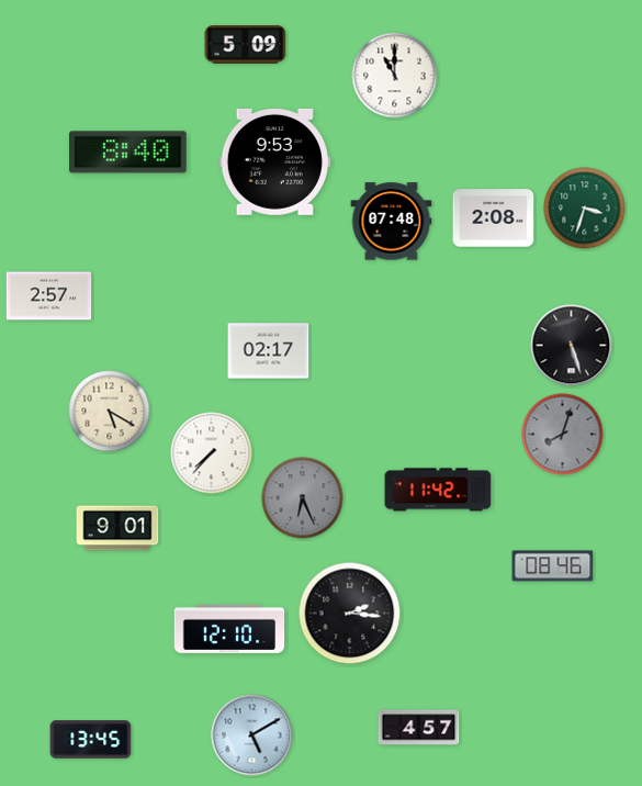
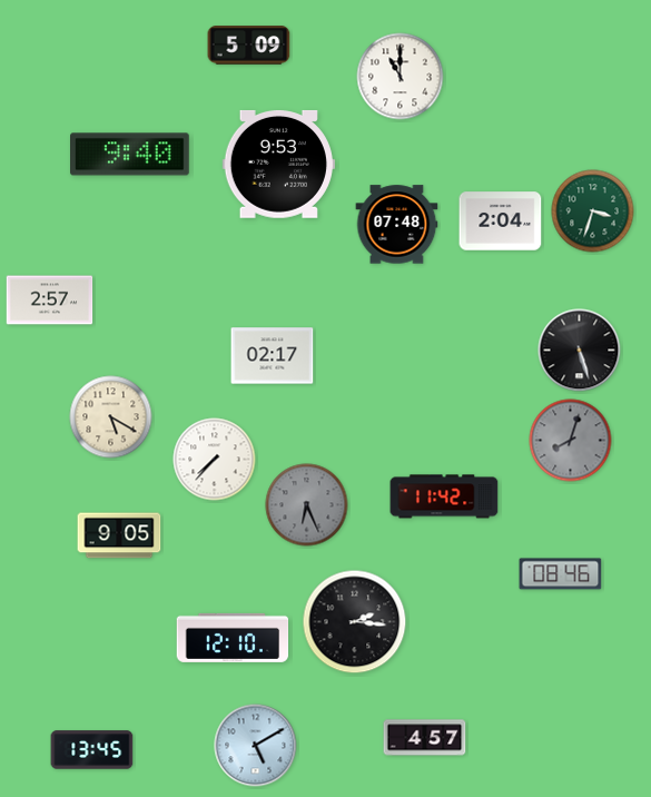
clock at (128, 153): 8:40 -> 9:40
clock at (494, 218): 2:08 -> 2:04
clock at (117, 528): 9:01 -> 9:05
